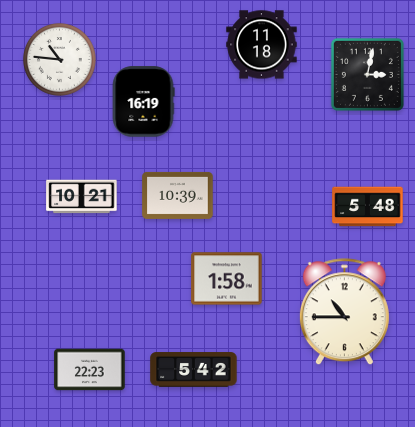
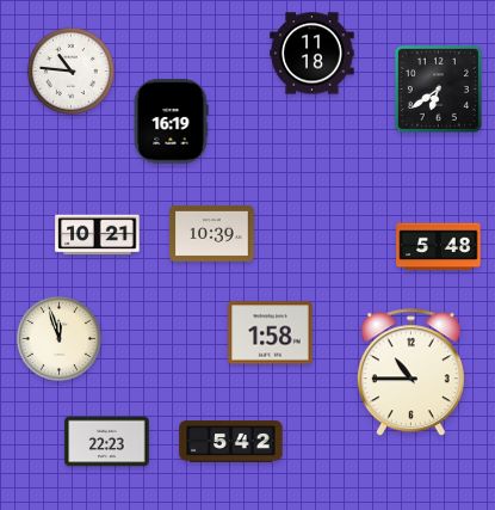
clock at (367, 74): 3:02 -> 6:39
clock at (58, 338): none -> 11:57
